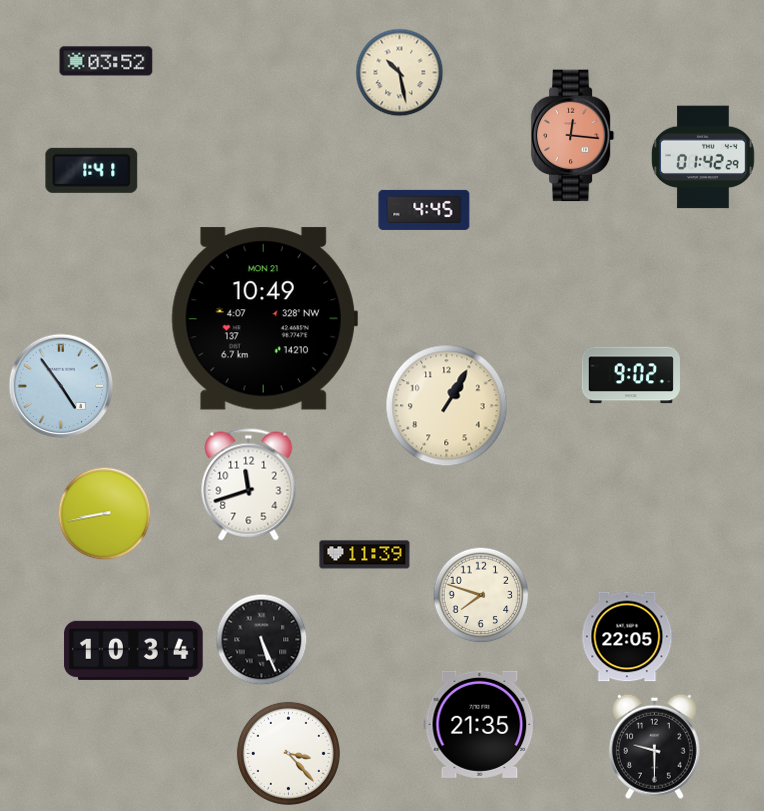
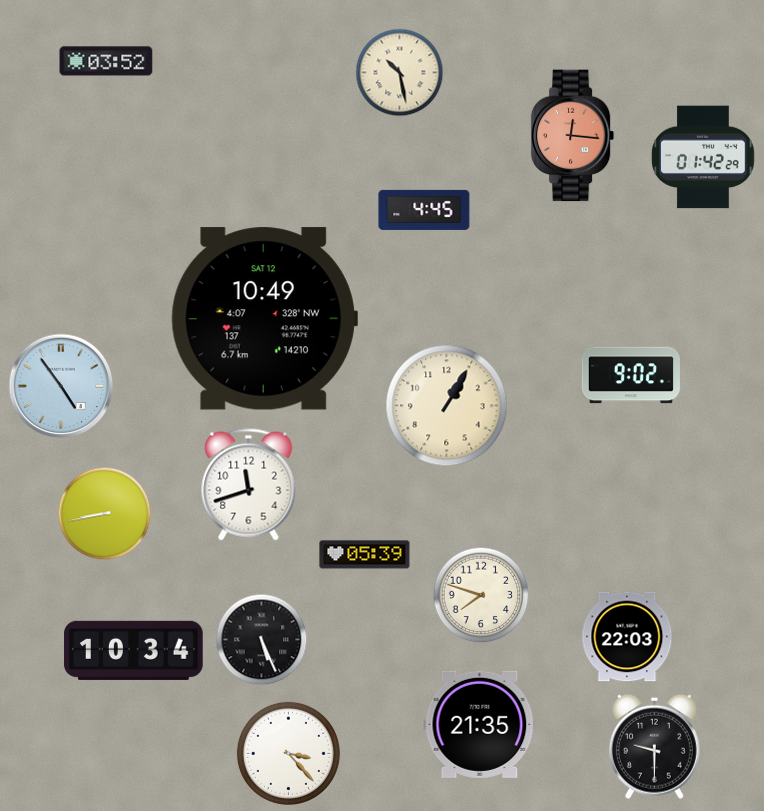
clock at (92, 170): 1:41 -> none
clock at (264, 319) date: MON 21 -> SAT 12
clock at (365, 555): 11:39 -> 05:39
clock at (628, 637): 22:05 -> 22:03
